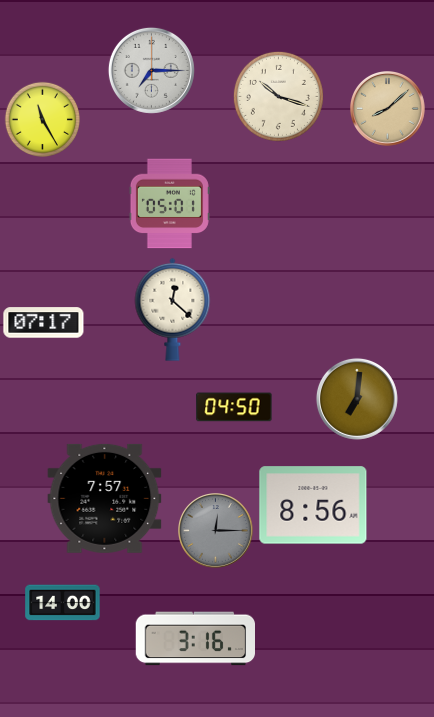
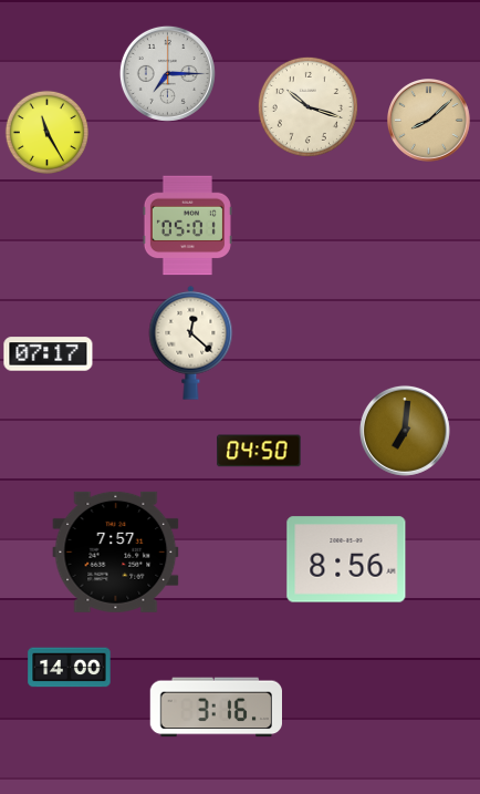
clock at (151, 70) position: (151, 70) -> (167, 73)
clock at (44, 323) position: (44, 323) -> (49, 354)
clock at (357, 399) position: (357, 399) -> (405, 431)
clock at (216, 531): 12:15 -> none
